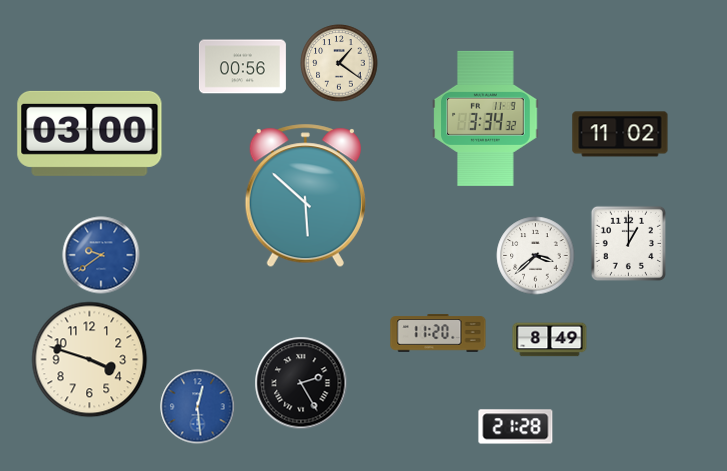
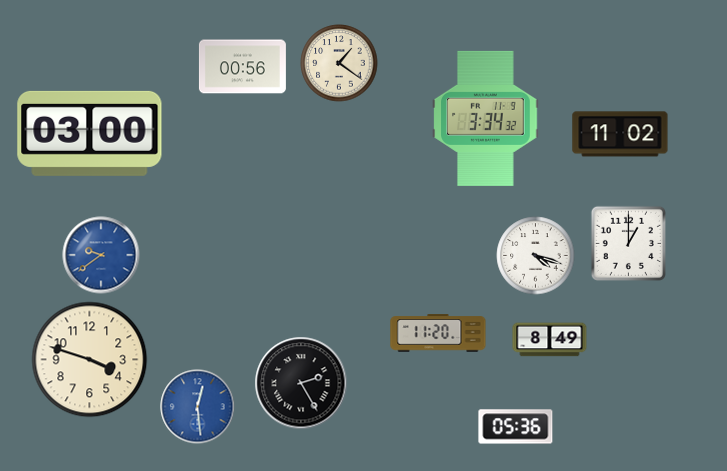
clock at (305, 196): 5:52 -> none
clock at (536, 256): 3:38 -> 4:18
clock at (516, 427): 21:28 -> 05:36
